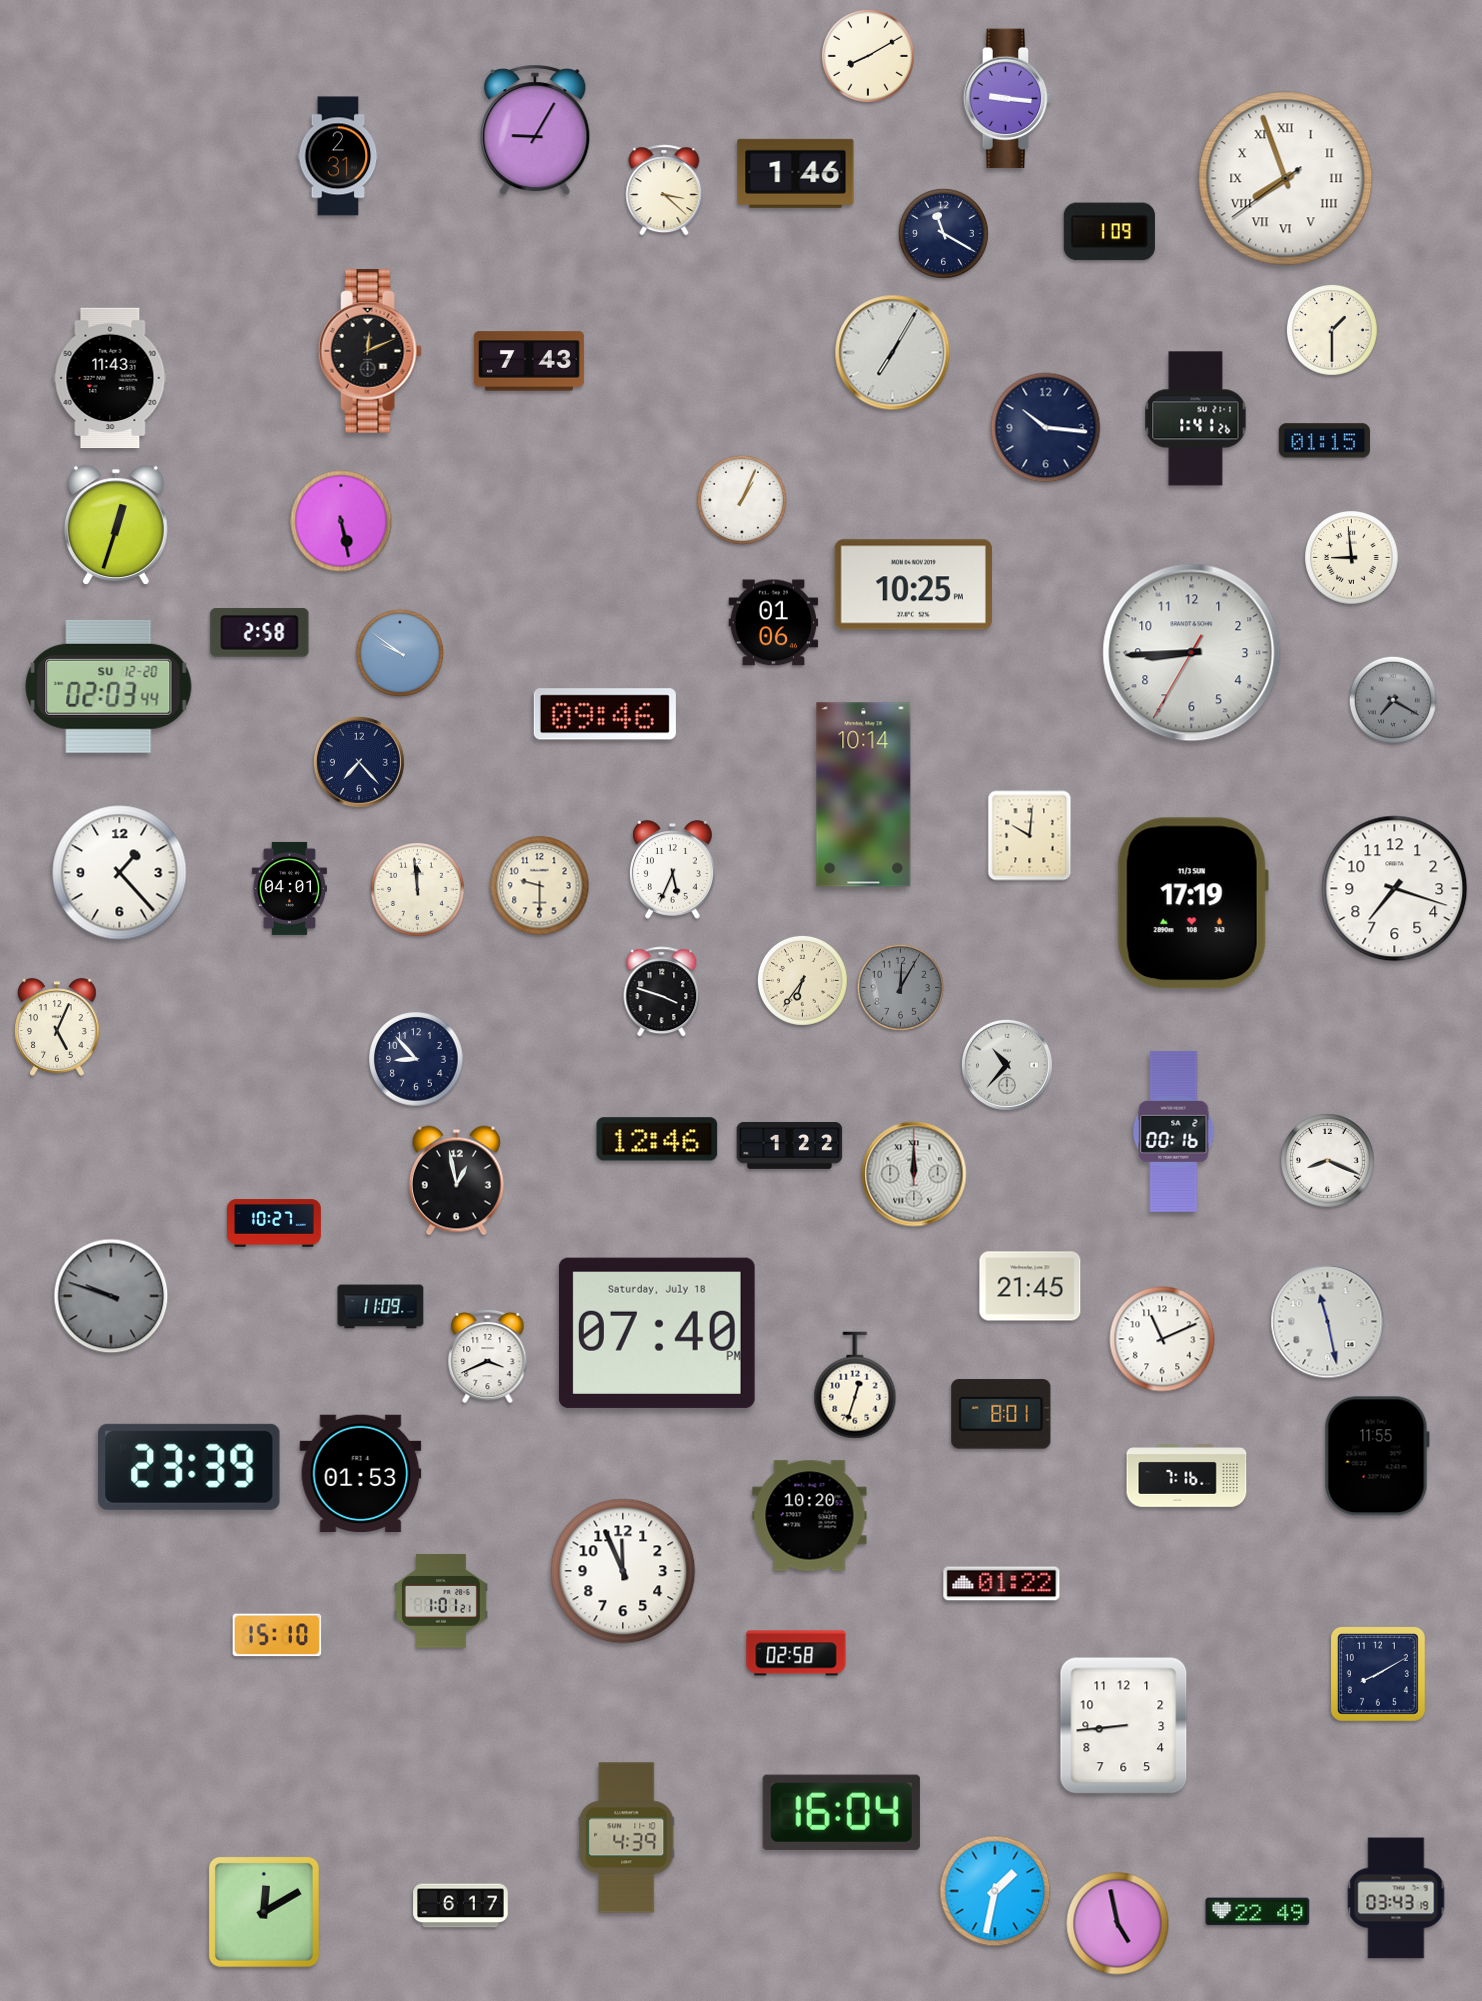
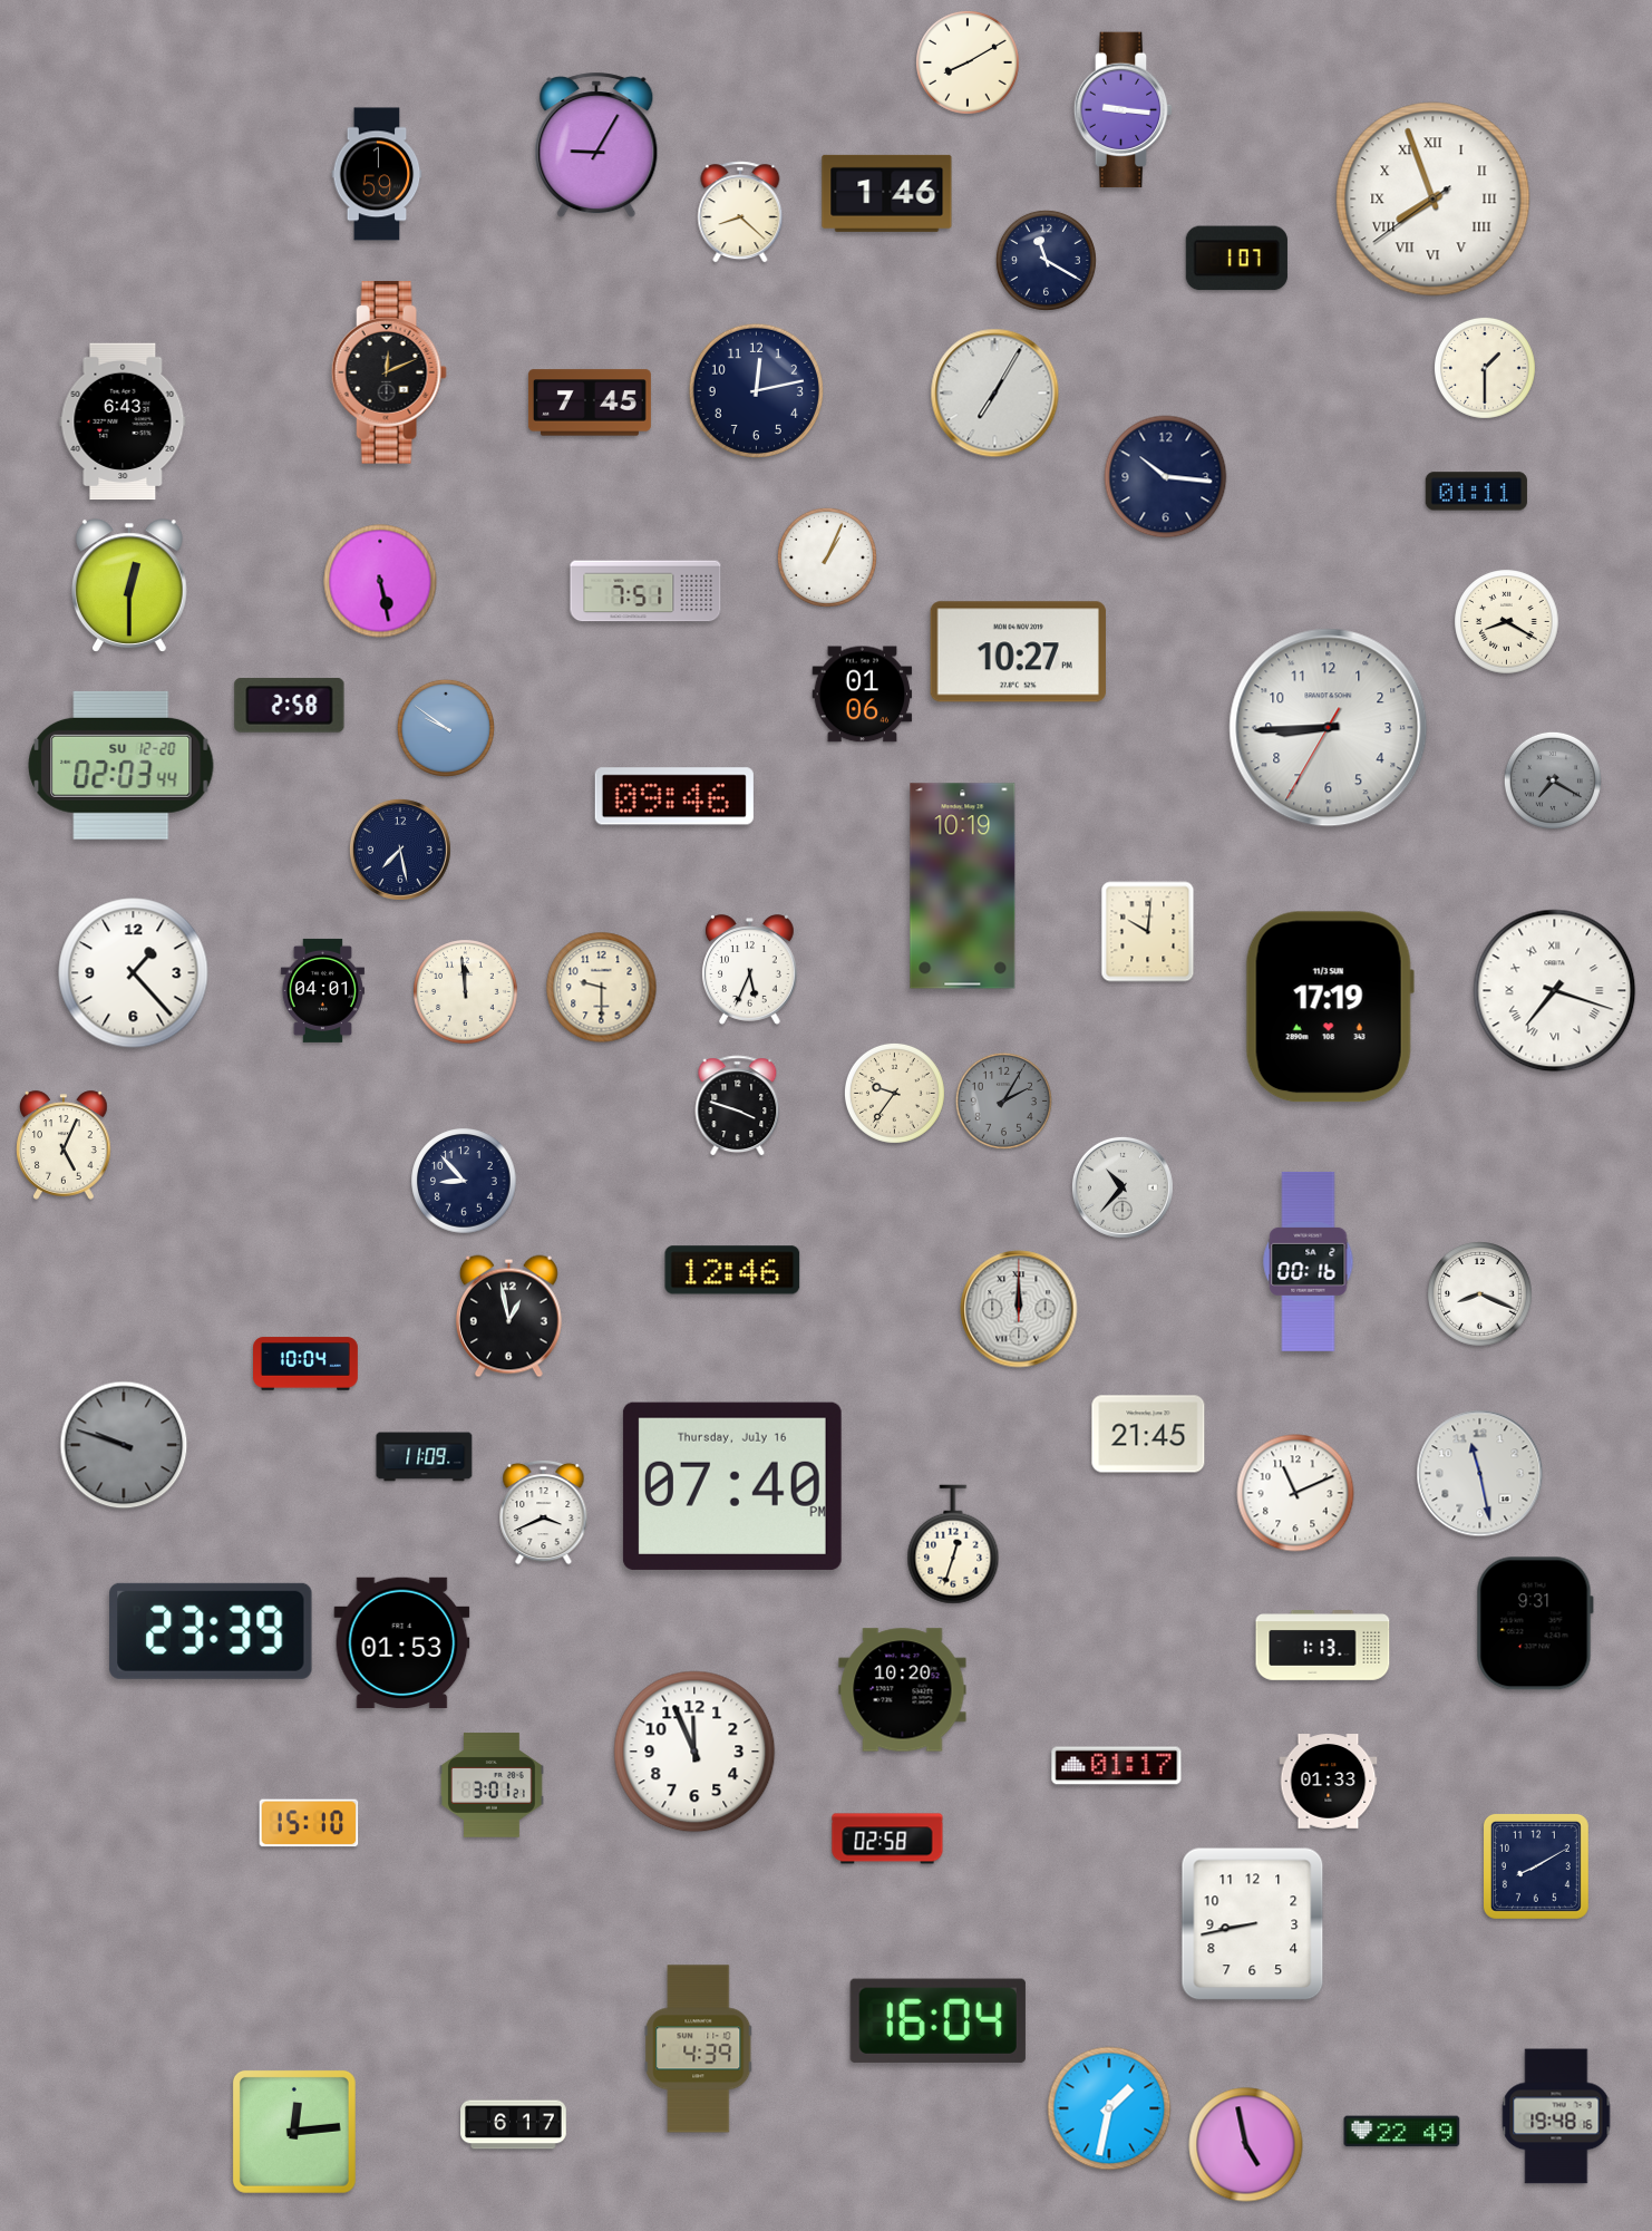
clock at (338, 156): 2:31 -> 1:59
clock at (664, 190): 3:22 -> 8:22
clock at (1109, 232): 1:09 -> 1:07
clock at (943, 233) position: (943, 233) -> (1046, 260)
clock at (756, 390): none -> 12:13
clock at (370, 351) position: (370, 351) -> (389, 372)
clock at (529, 361): 7:43 -> 7:45
clock at (110, 378): 11:43 -> 6:43
clock at (1196, 419): 1:41 -> none
clock at (1324, 441): 01:15 -> 01:11
clock at (116, 525): 12:33 -> 12:30
clock at (645, 591): none -> 7:51
clock at (1352, 558): 8:59 -> 8:20
clock at (913, 585): 10:25 -> 10:27
clock at (359, 762): 7:23 -> 7:28
clock at (864, 795): 10:14 -> 10:19
clock at (1395, 889) numerals: Arabic -> Roman
clock at (802, 980): 6:36 -> 9:36
clock at (900, 987): 12:05 -> 2:05
clock at (790, 1145): 1:22 -> none
clock at (275, 1223): 10:27 -> 10:04
clock at (657, 1333) date: Saturday, July 18 -> Thursday, July 16
clock at (1001, 1414): 8:01 -> none
clock at (1377, 1456): 11:55 -> 9:31
clock at (189, 1467) position: (189, 1467) -> (211, 1631)
clock at (1187, 1476): 7:16 -> 1:13
clock at (1002, 1584): 01:22 -> 01:17
clock at (1329, 1782): none -> 01:33
clock at (441, 1601): 1:01 -> 3:01
clock at (796, 1653) position: (796, 1653) -> (887, 1839)
clock at (1124, 1726): 8:44 -> 8:43
clock at (1396, 1898): 03:43 -> 19:48
clock at (264, 1912): 12:10 -> 12:14
